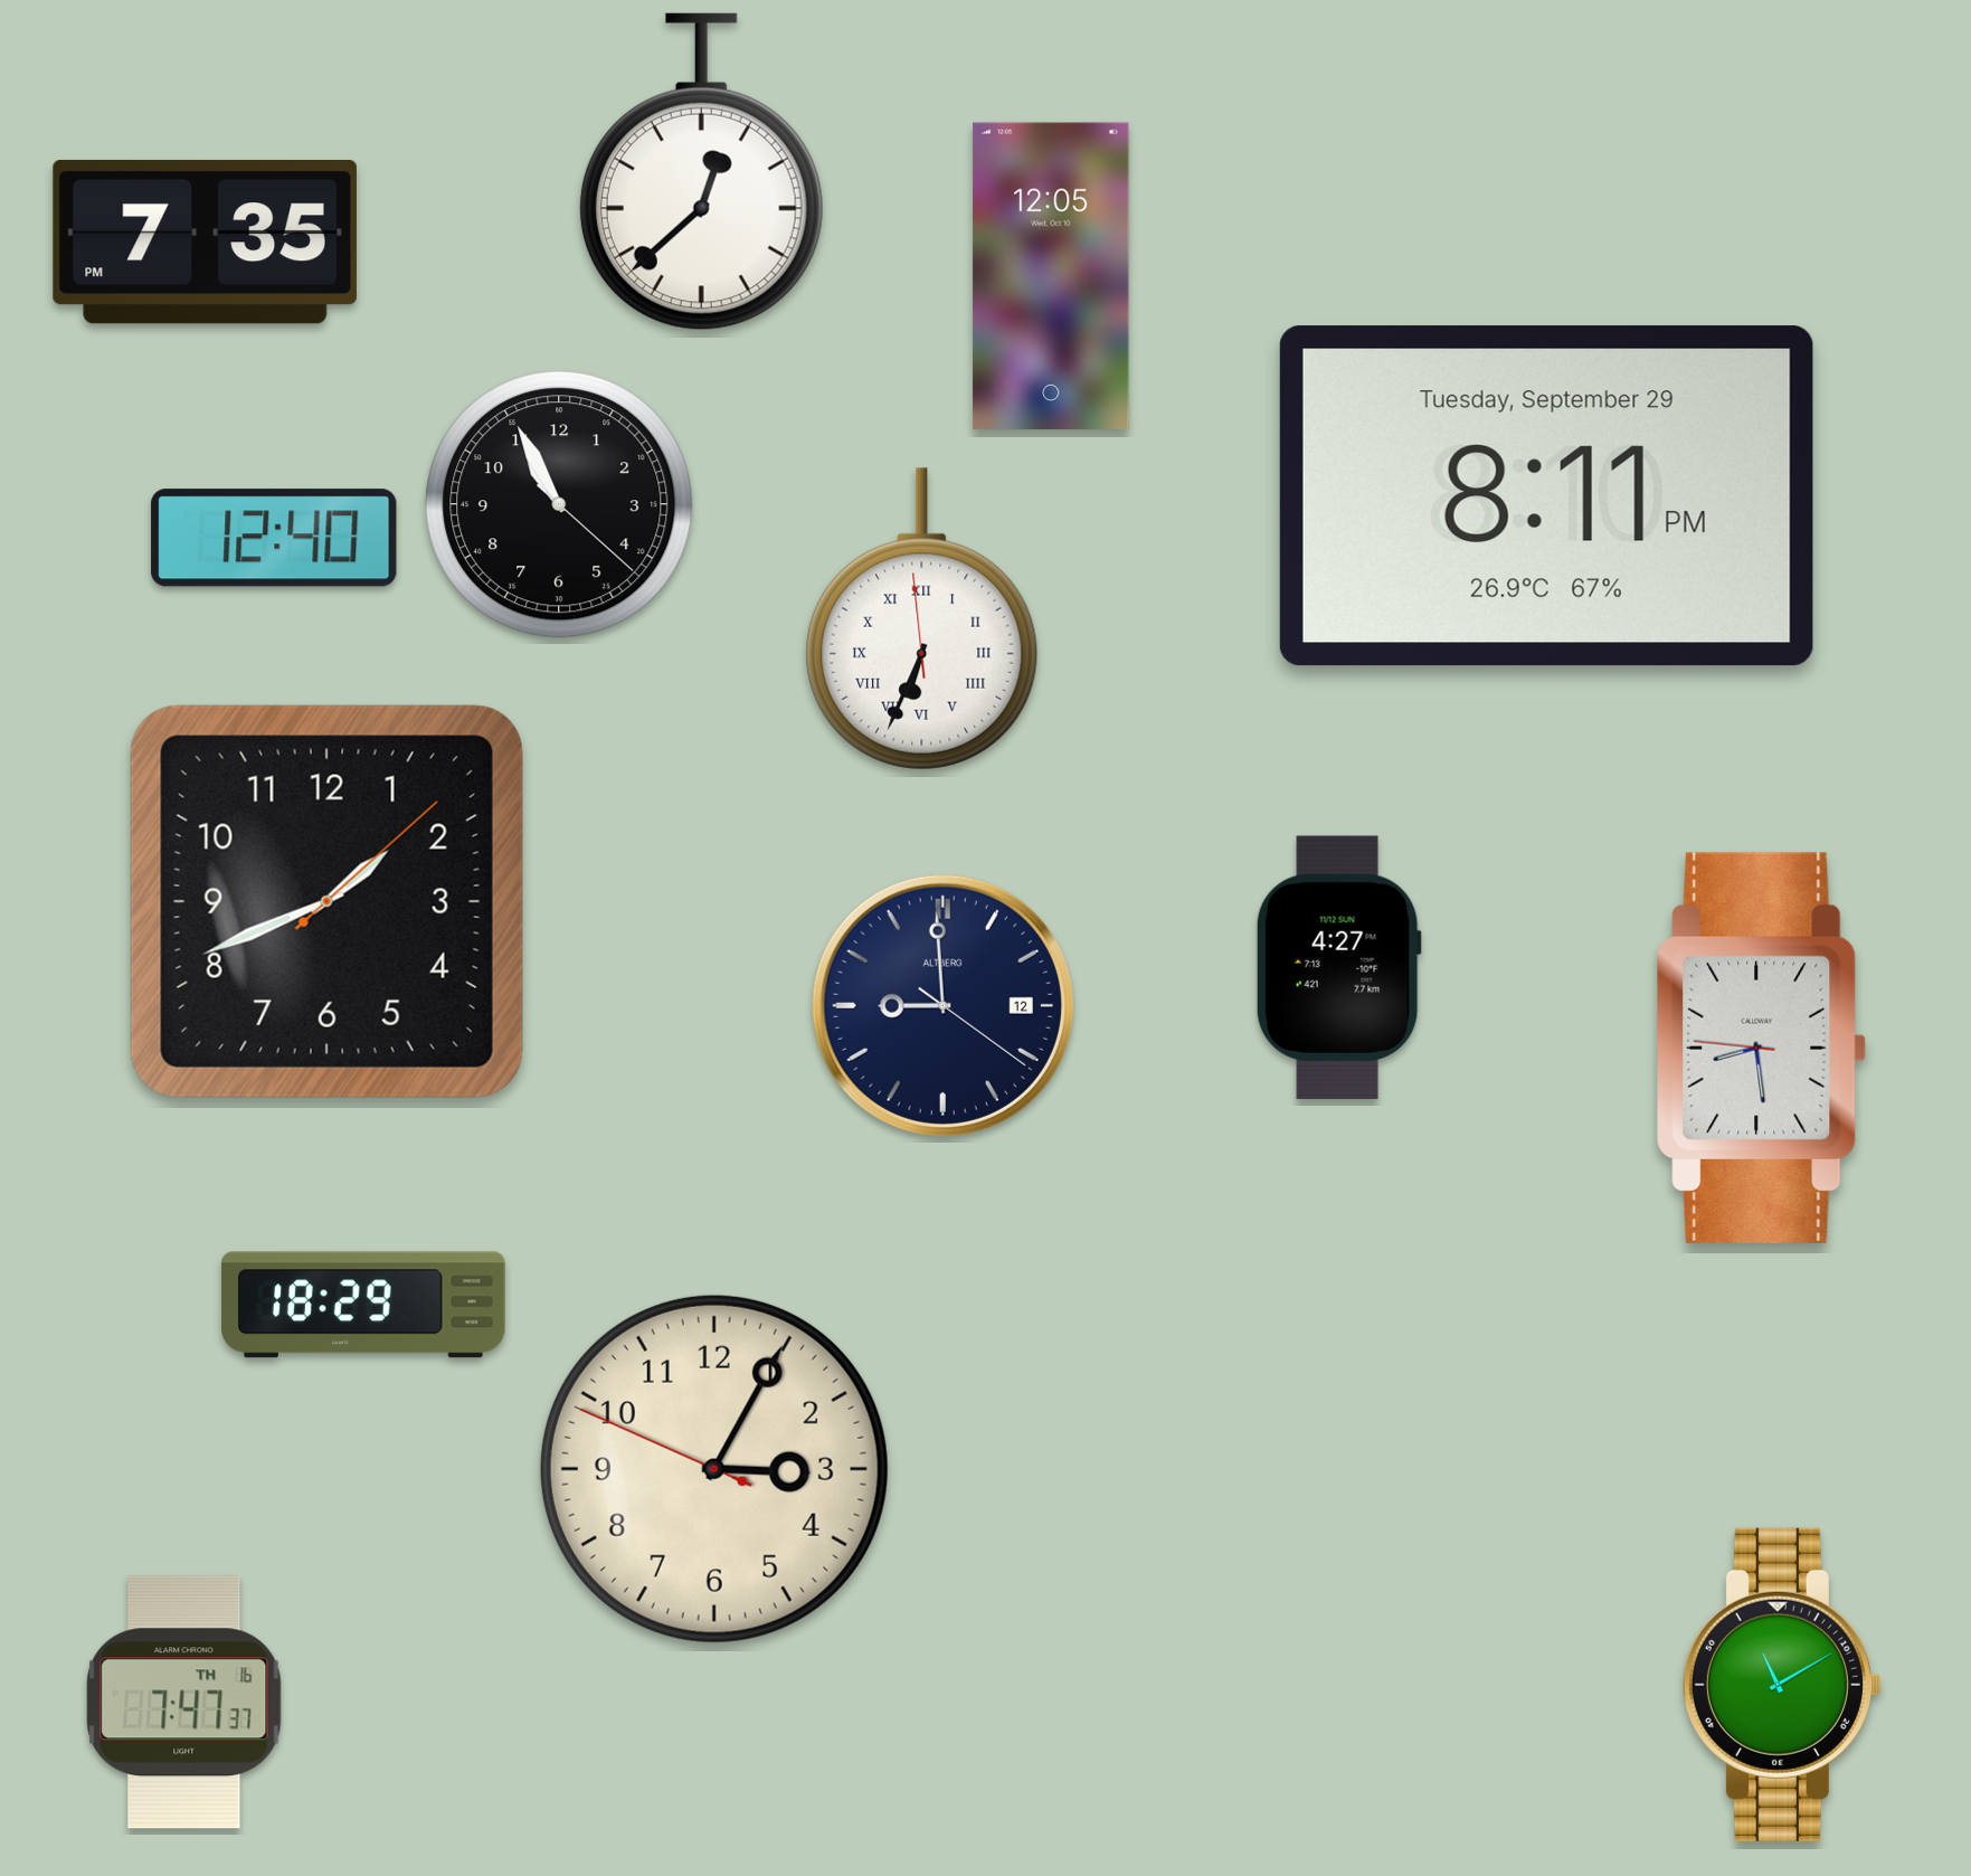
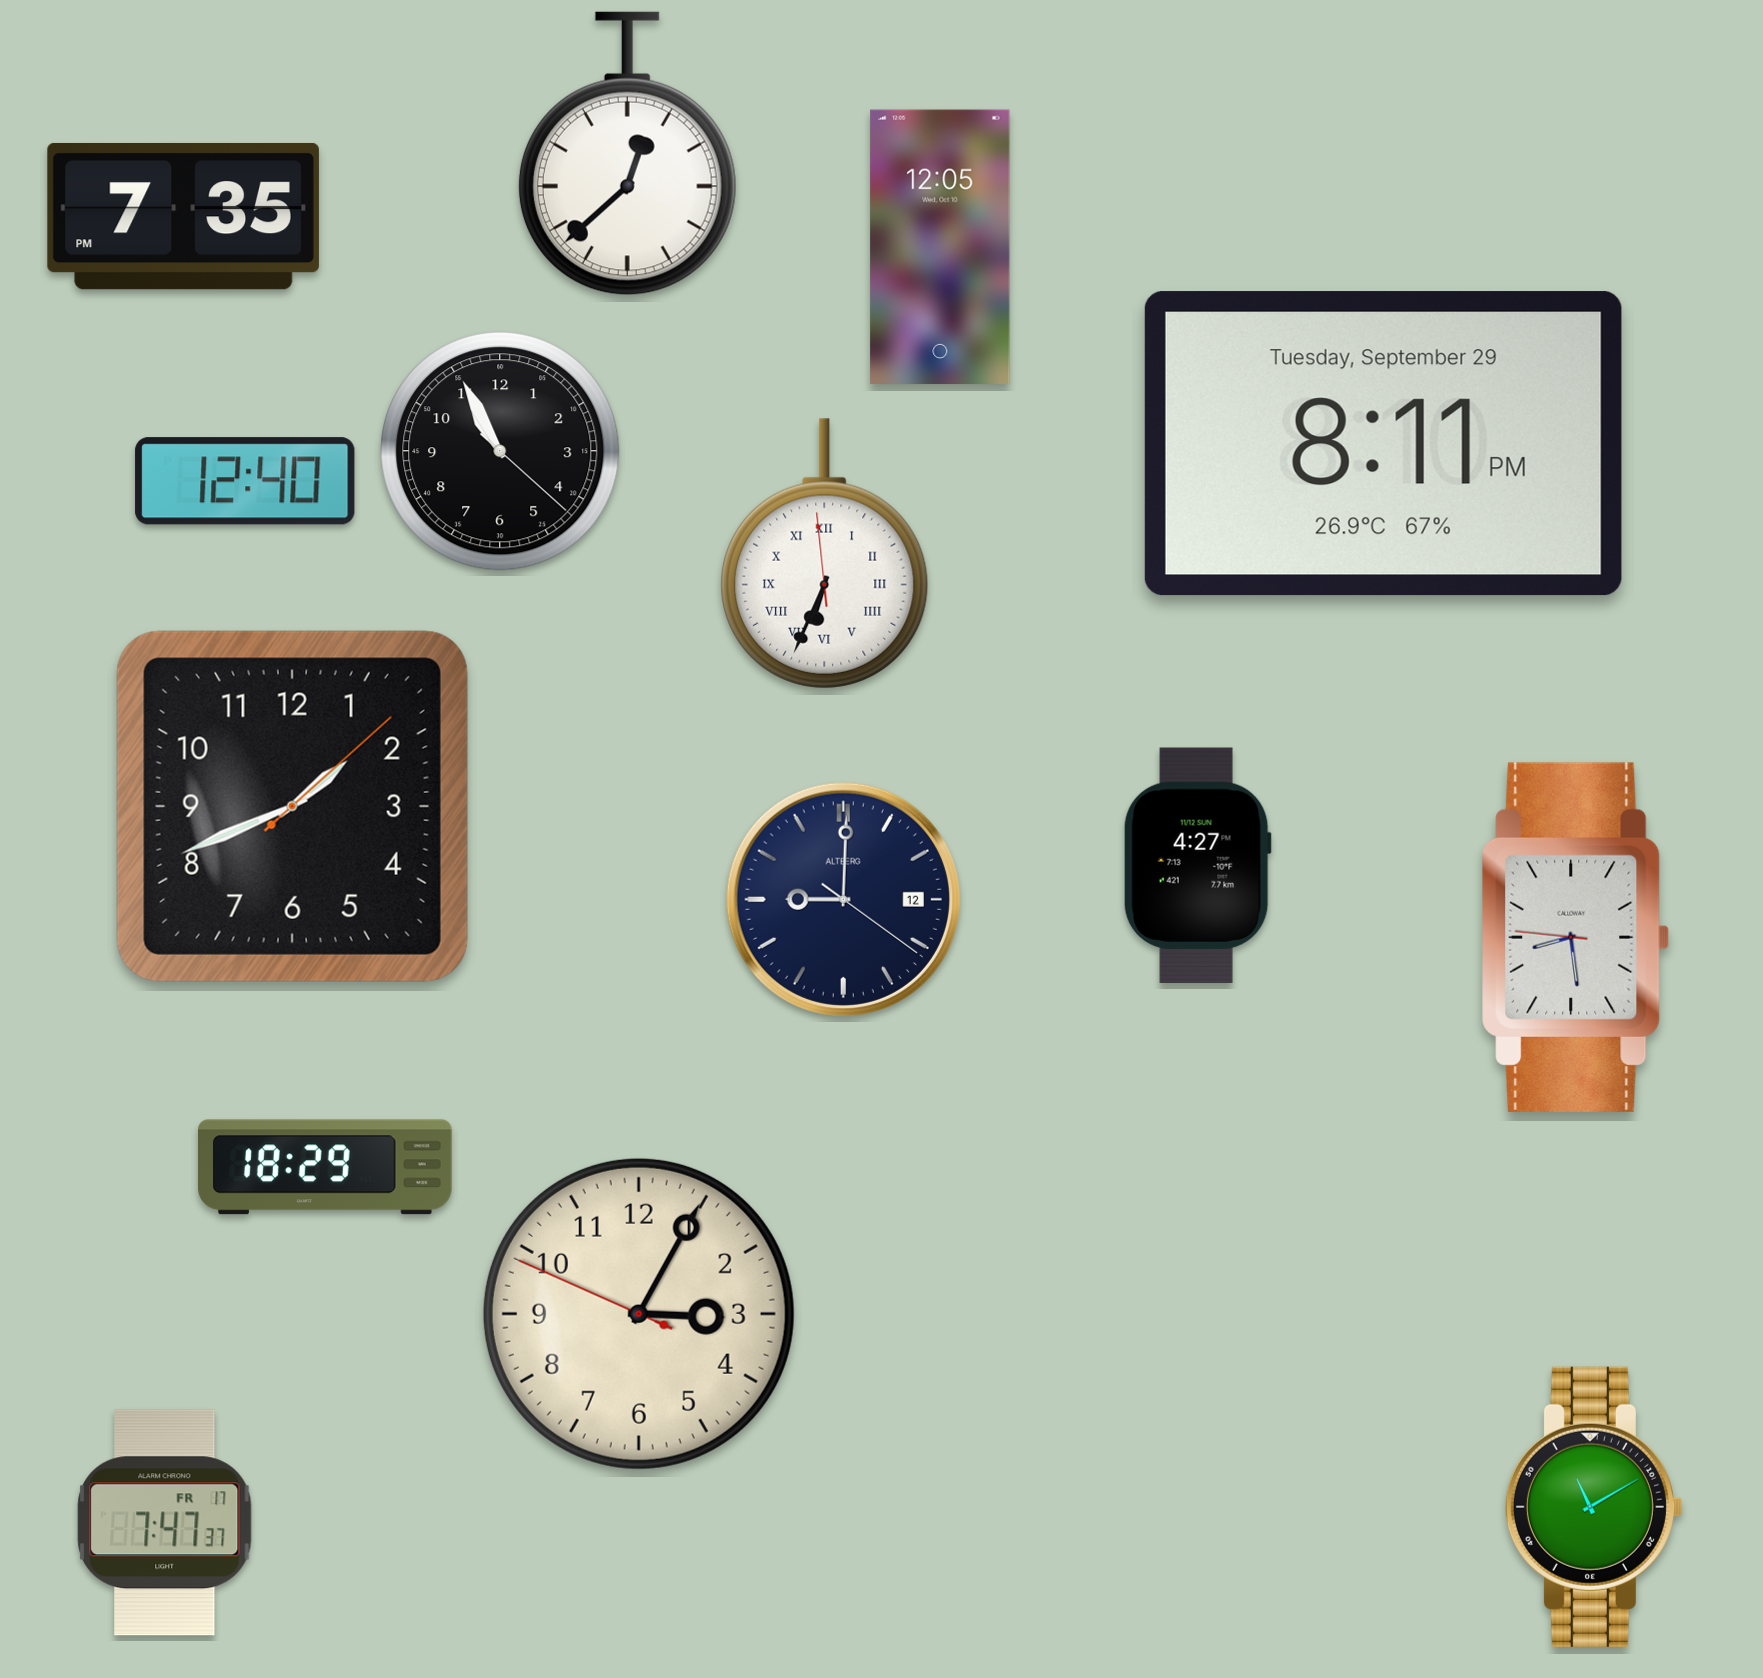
clock at (942, 1005): 8:59 -> 9:00
clock at (184, 1703) date: TH 16 -> FR 17
